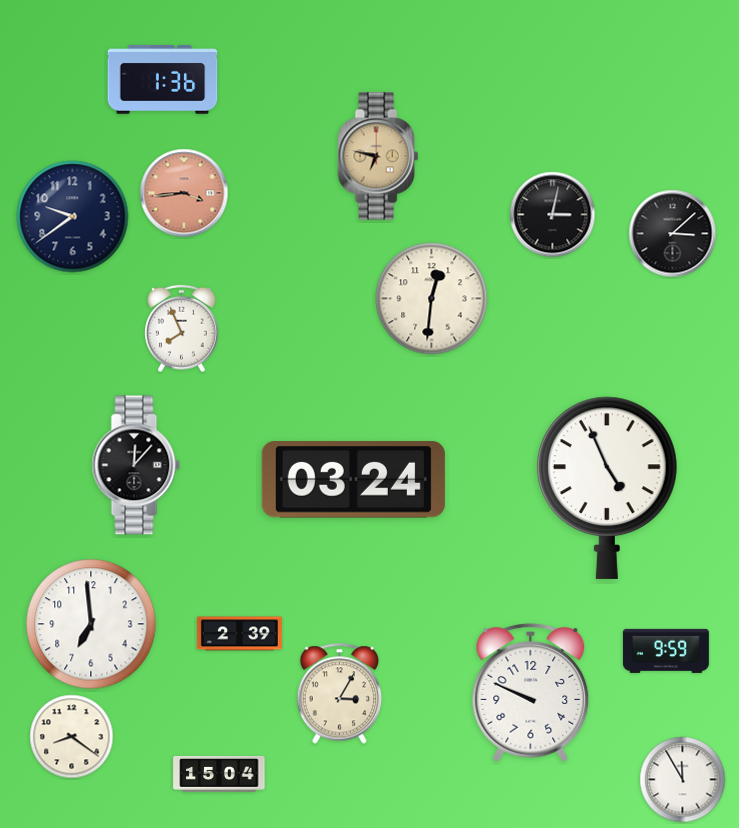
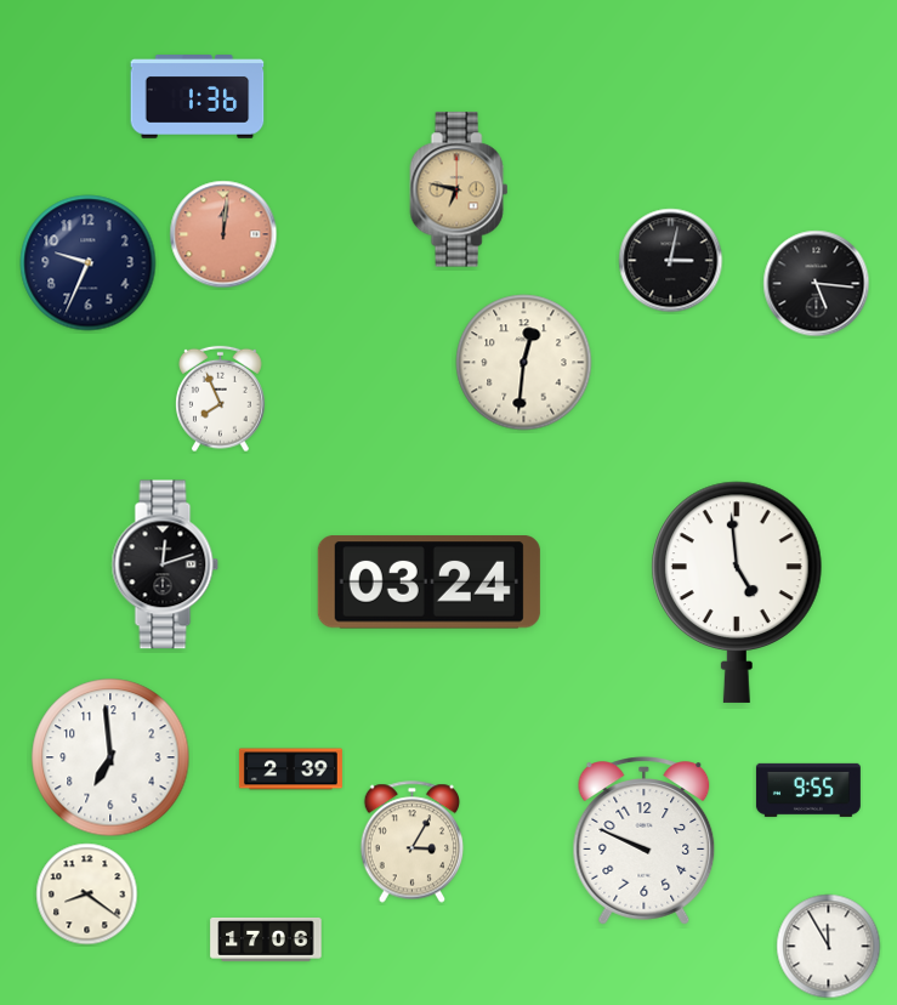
clock at (184, 193): 3:44 -> 12:01
clock at (73, 217): 9:39 -> 9:34
clock at (673, 234): 3:08 -> 5:16
clock at (136, 465): 12:07 -> 12:12
clock at (608, 488): 4:56 -> 4:59
clock at (666, 651): 9:59 -> 9:55
clock at (219, 774): 15:04 -> 17:06
